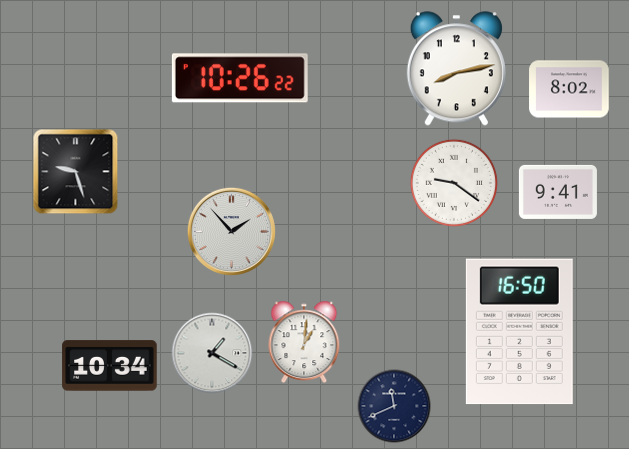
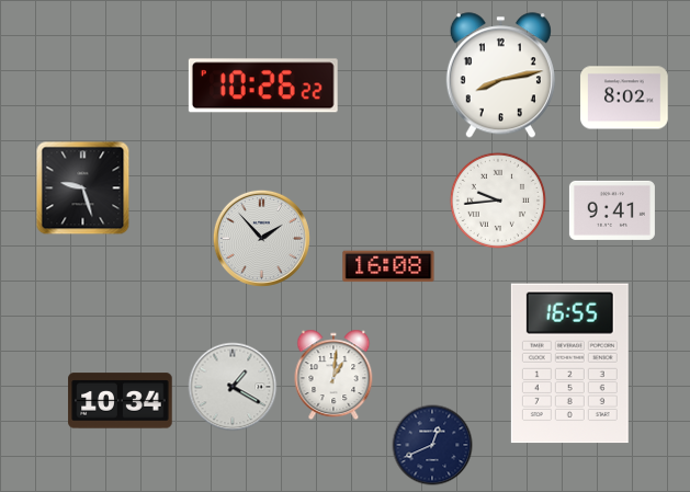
clock at (453, 182): 9:21 -> 9:44
clock at (231, 231) position: (231, 231) -> (261, 238)
clock at (388, 266): none -> 16:08
clock at (519, 332): 16:50 -> 16:55
clock at (394, 406): 11:41 -> 12:41
